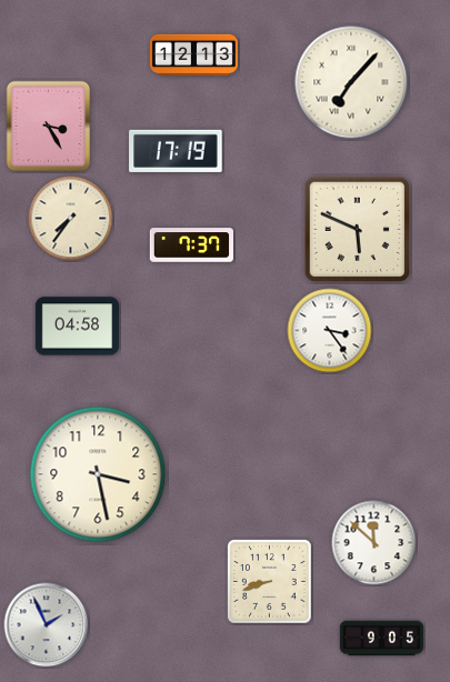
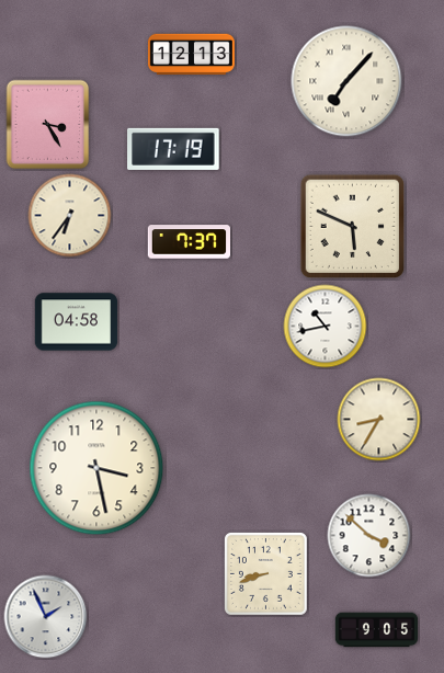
clock at (71, 219): 7:36 -> 6:36
clock at (330, 331): 3:24 -> 10:43
clock at (379, 420): none -> 8:35
clock at (374, 543): 11:52 -> 3:52
